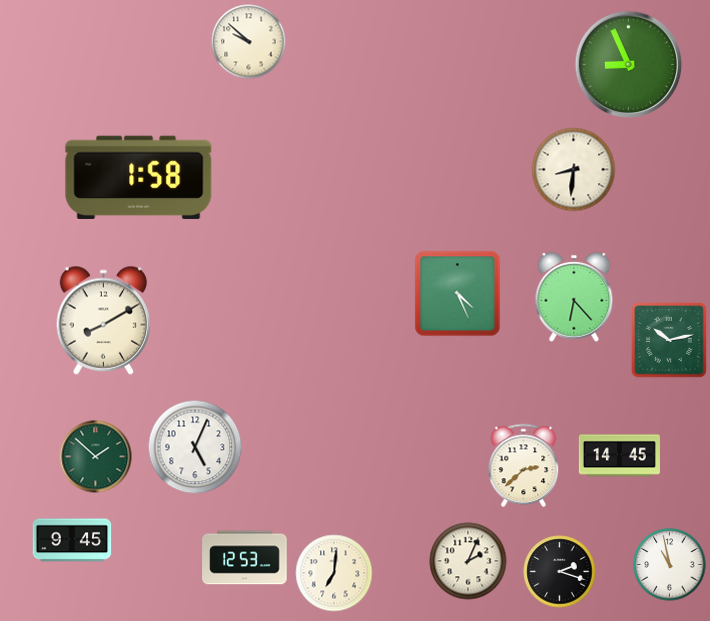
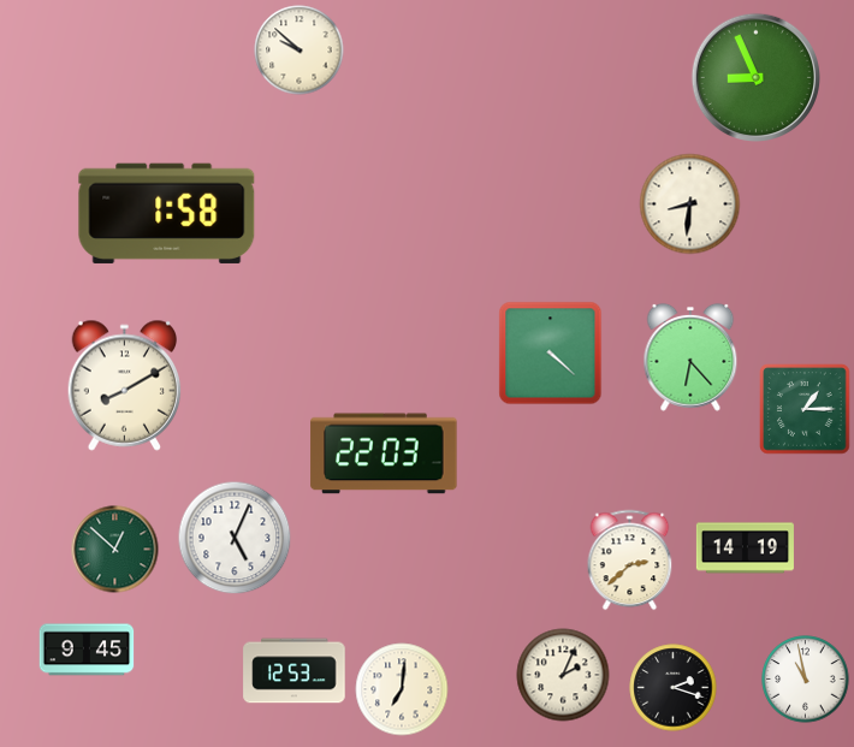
clock at (458, 294): 4:26 -> 4:22
clock at (669, 340): 10:13 -> 1:15
clock at (384, 453): none -> 22:03
clock at (619, 456): 14:45 -> 14:19
clock at (96, 457): 1:52 -> 12:52
